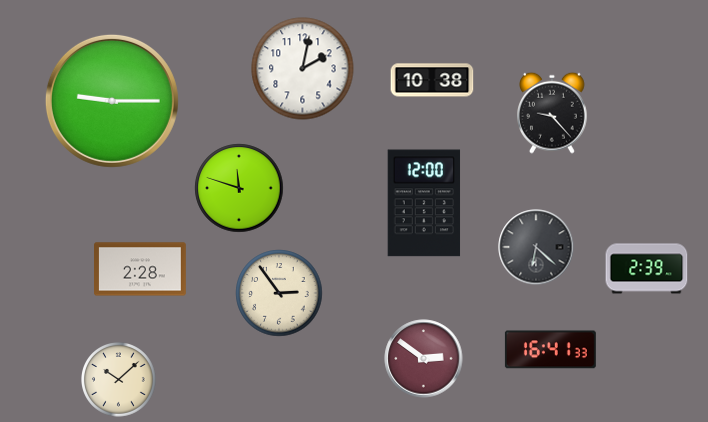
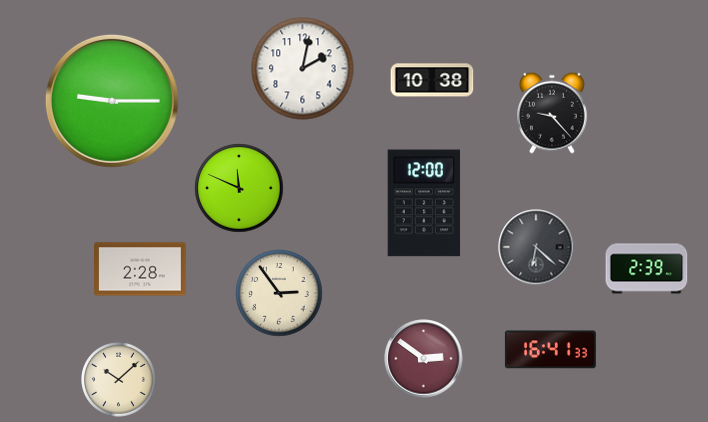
clock at (239, 188): 11:48 -> 11:49
